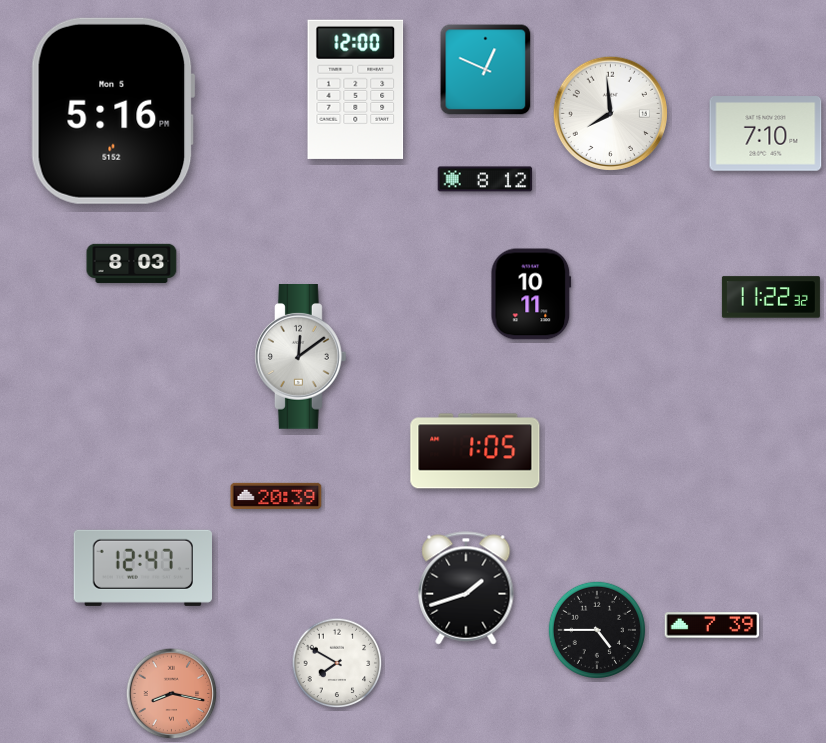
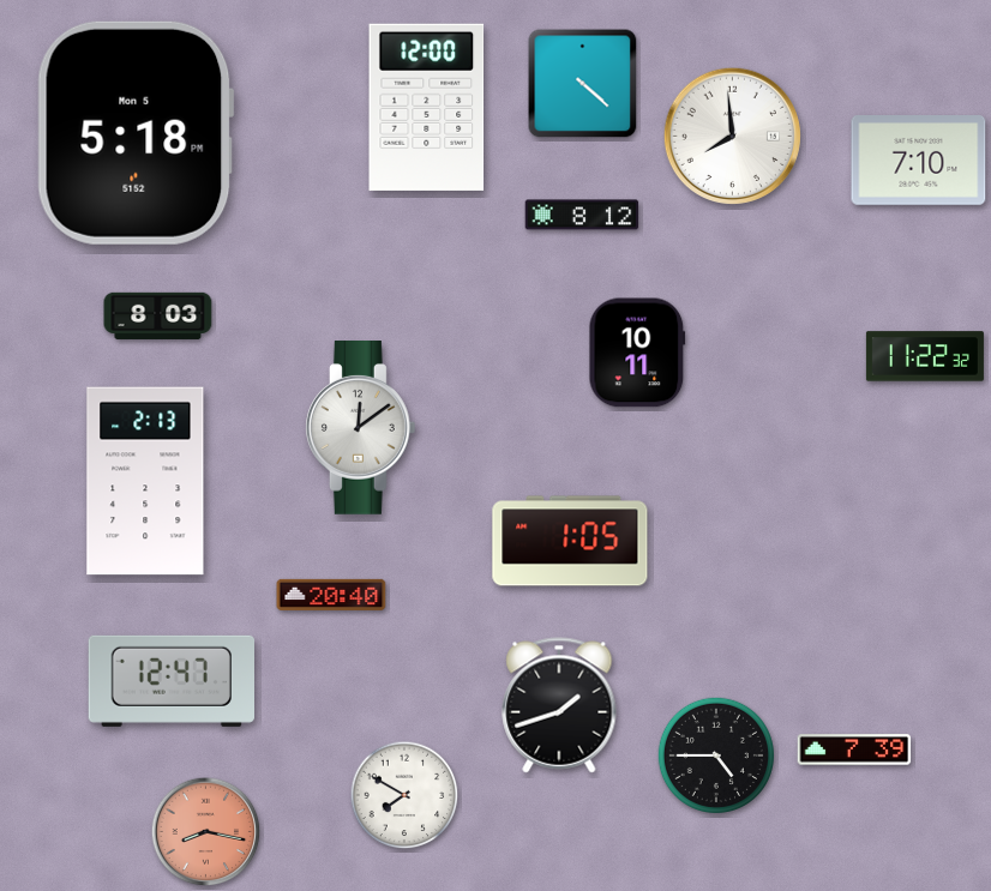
clock at (486, 70): 12:49 -> 4:22
clock at (113, 111): 5:16 -> 5:18
clock at (145, 481): none -> 2:13
clock at (276, 496): 20:39 -> 20:40
